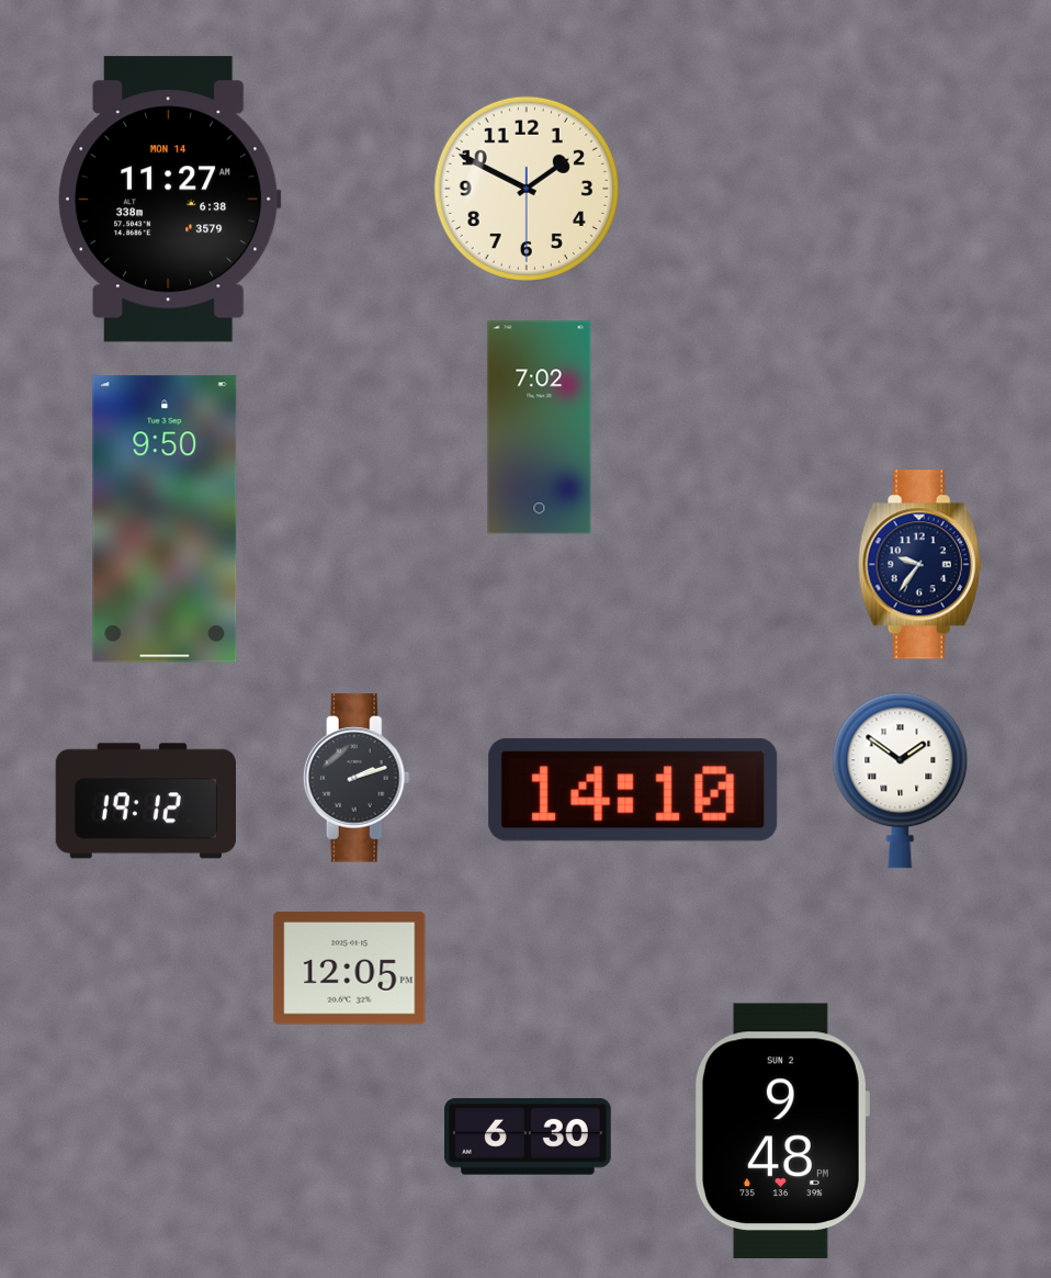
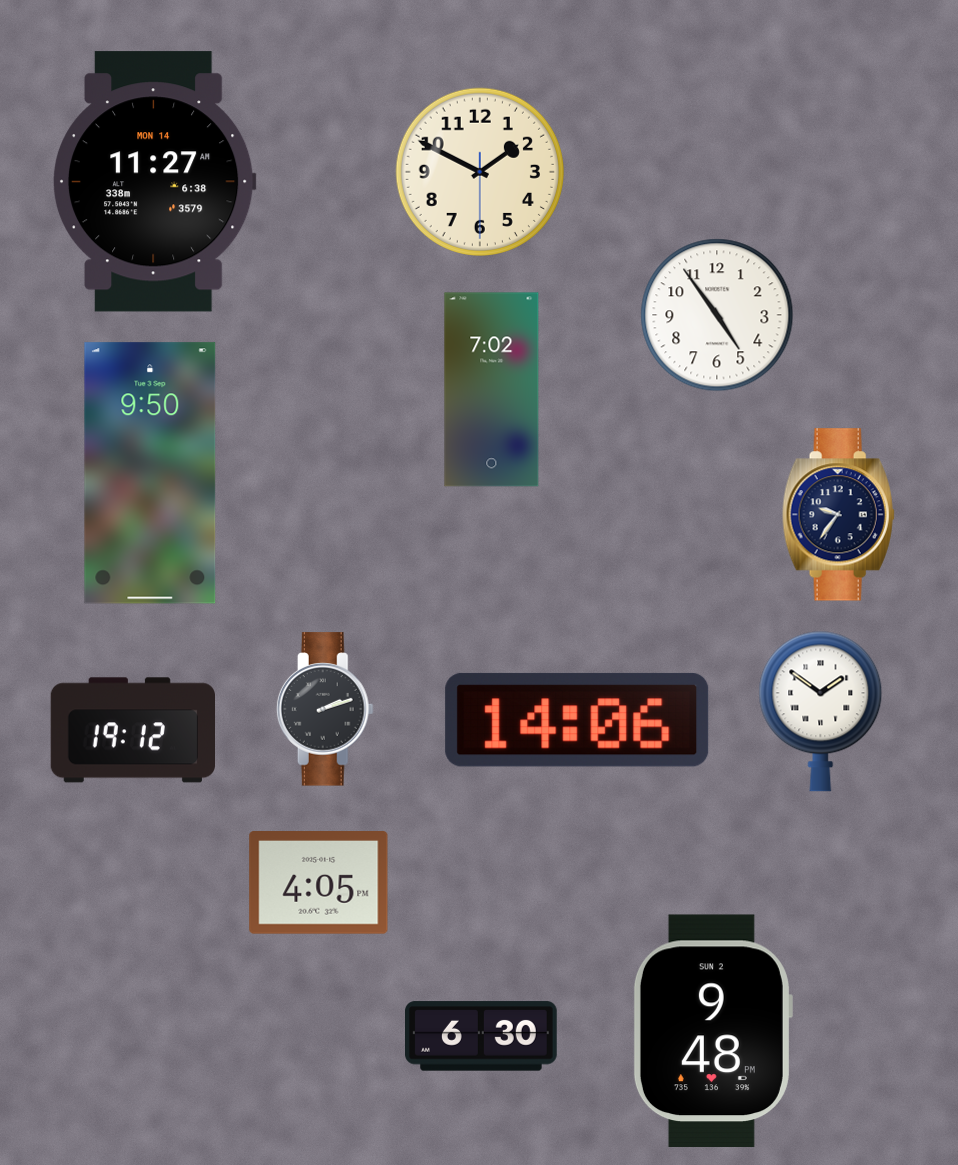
clock at (717, 315): none -> 4:54
clock at (633, 790): 14:10 -> 14:06
clock at (350, 969): 12:05 -> 4:05
